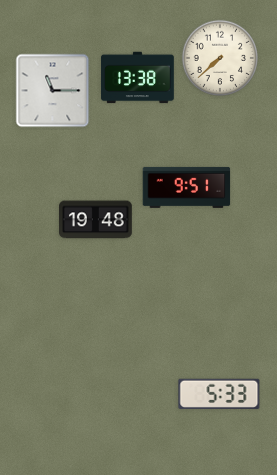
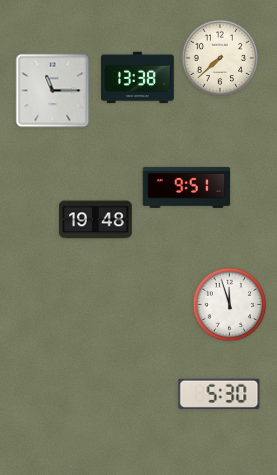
clock at (230, 305): none -> 11:57
clock at (219, 394): 5:33 -> 5:30
